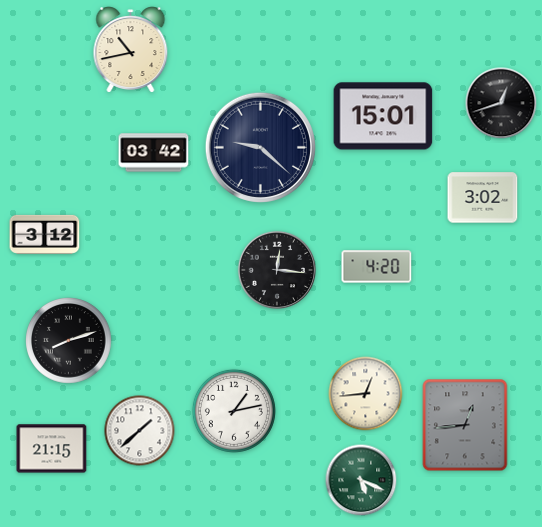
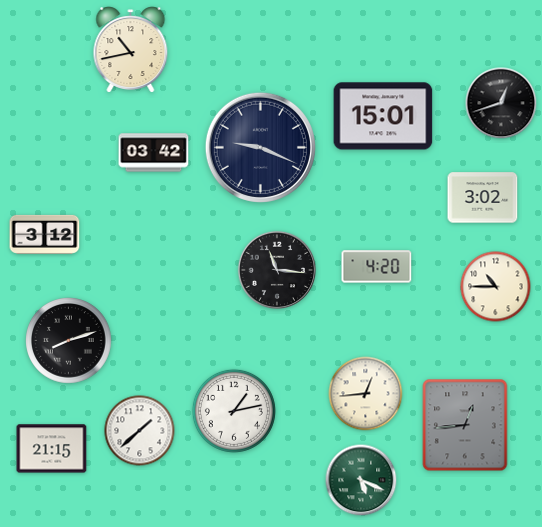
clock at (260, 147): 9:22 -> 9:19
clock at (276, 269): 12:16 -> 11:16
clock at (496, 287): none -> 10:45
